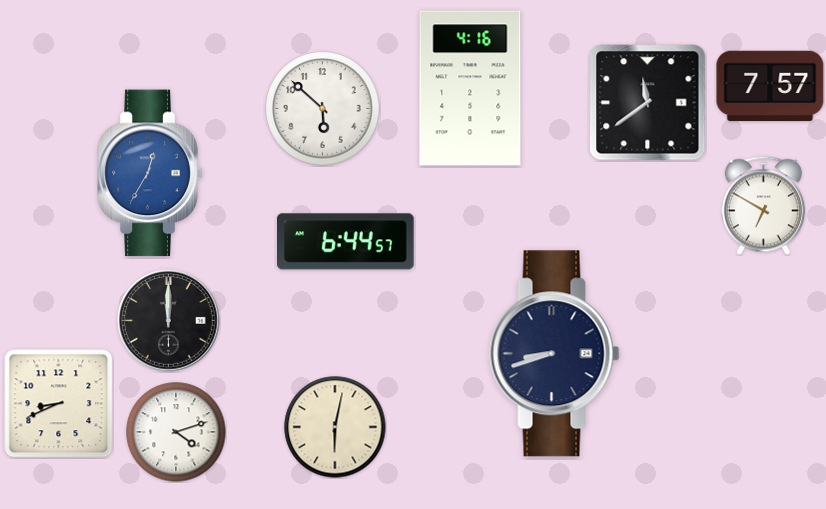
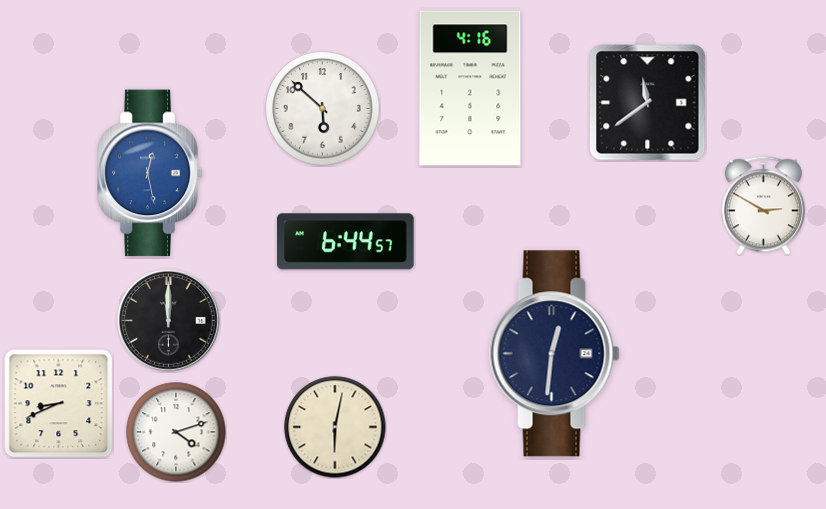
clock at (770, 86): 7:57 -> none
clock at (150, 173): 12:35 -> 12:28
clock at (763, 205): 6:50 -> 2:50
clock at (555, 354): 8:42 -> 12:31
